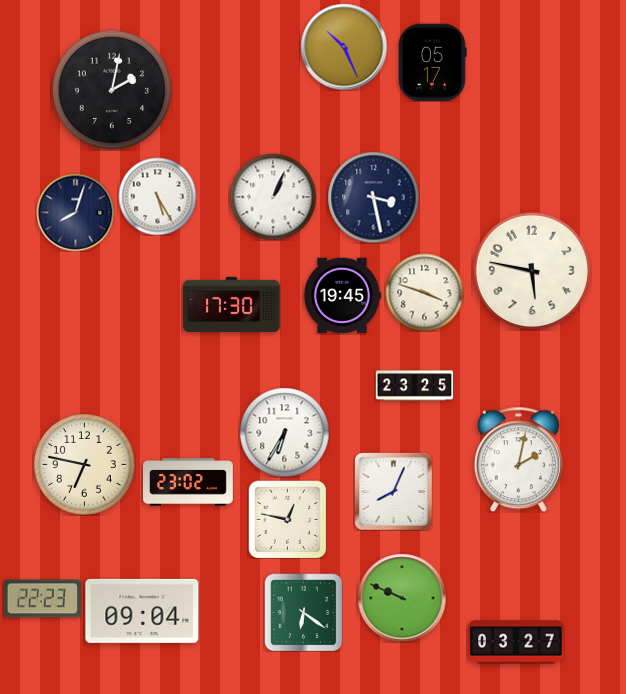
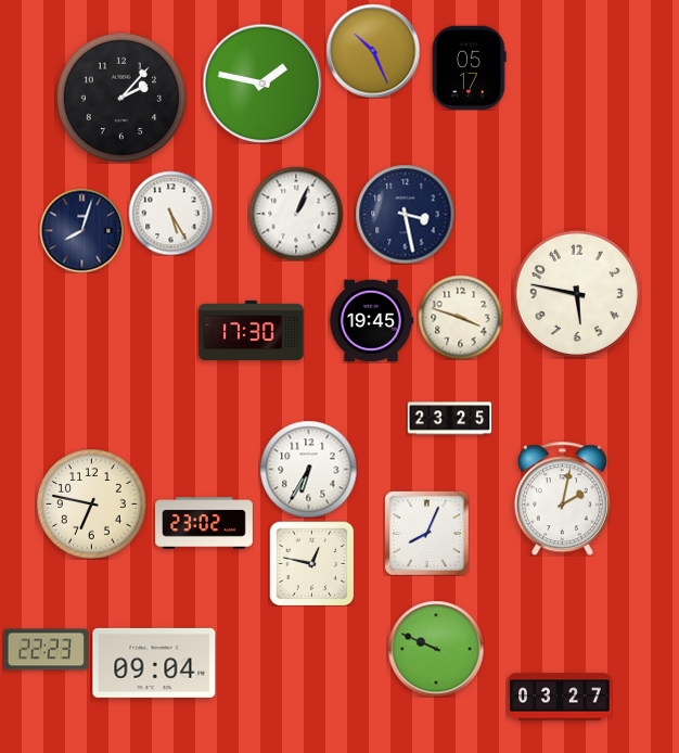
clock at (262, 84): none -> 1:47
clock at (112, 90): 2:02 -> 2:07
clock at (303, 612): 6:21 -> none
